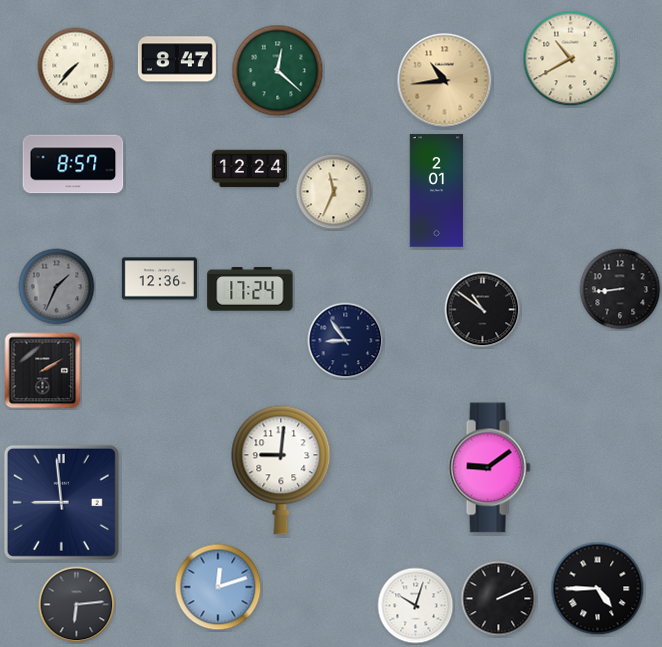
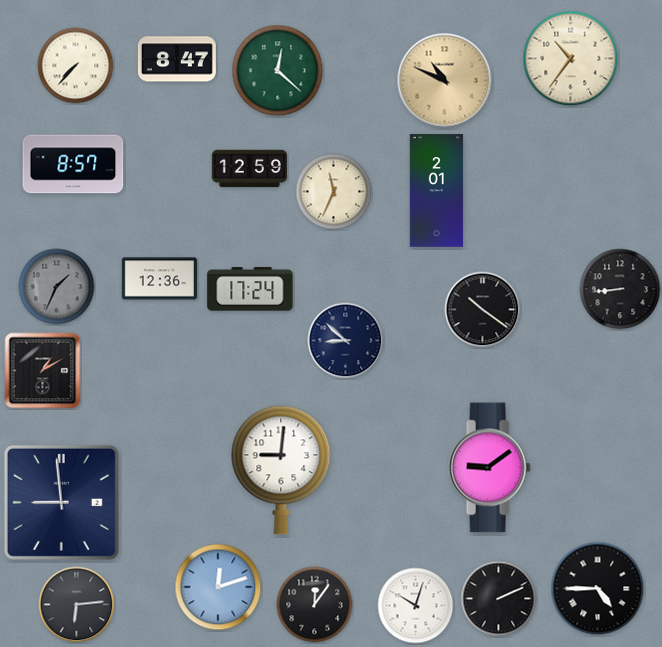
clock at (571, 59): 10:40 -> 10:36
clock at (445, 81): 10:44 -> 10:49
clock at (249, 169): 12:24 -> 12:59
clock at (483, 310): 10:51 -> 10:21
clock at (346, 341): 8:54 -> 8:52
clock at (43, 371): 2:10 -> 1:10
clock at (315, 605): none -> 12:06
